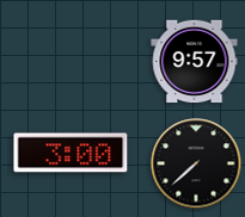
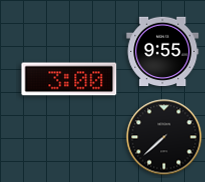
clock at (195, 62): 9:57 -> 9:55
clock at (71, 153) position: (71, 153) -> (69, 79)
